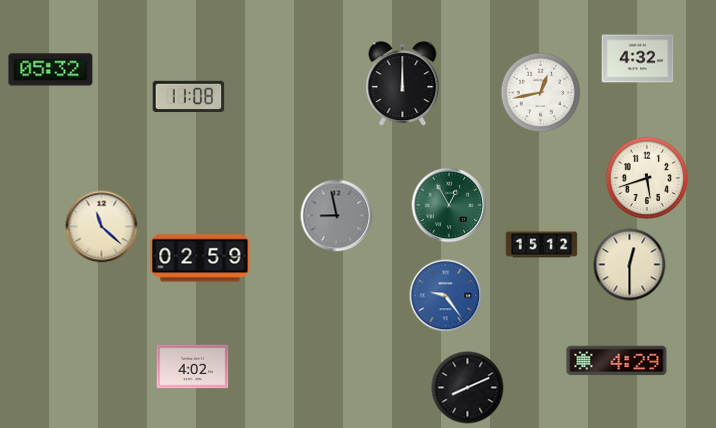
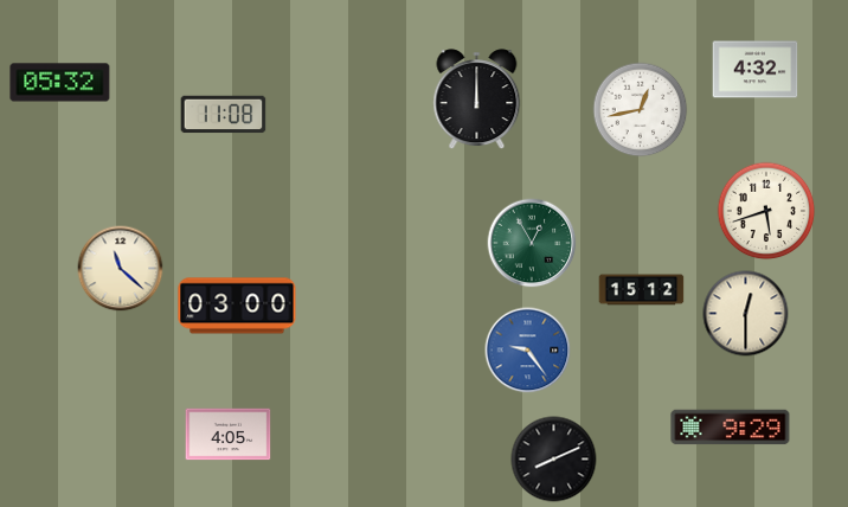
clock at (337, 216): 8:58 -> none
clock at (200, 258): 02:59 -> 03:00
clock at (617, 361): 4:29 -> 9:29
clock at (193, 367): 4:02 -> 4:05
